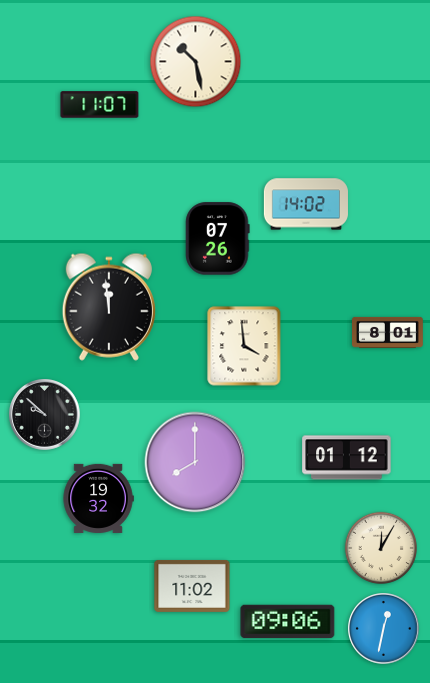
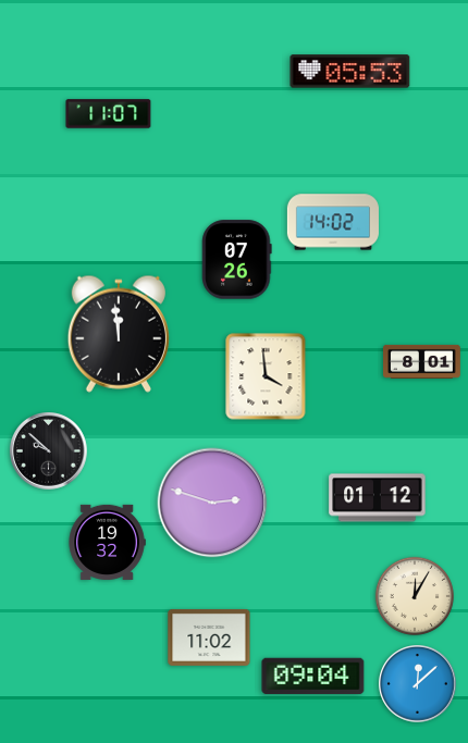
clock at (196, 62): 10:28 -> none
clock at (350, 72): none -> 05:53
clock at (195, 462): 8:00 -> 2:48
clock at (288, 622): 09:06 -> 09:04
clock at (384, 629): 12:32 -> 12:08
